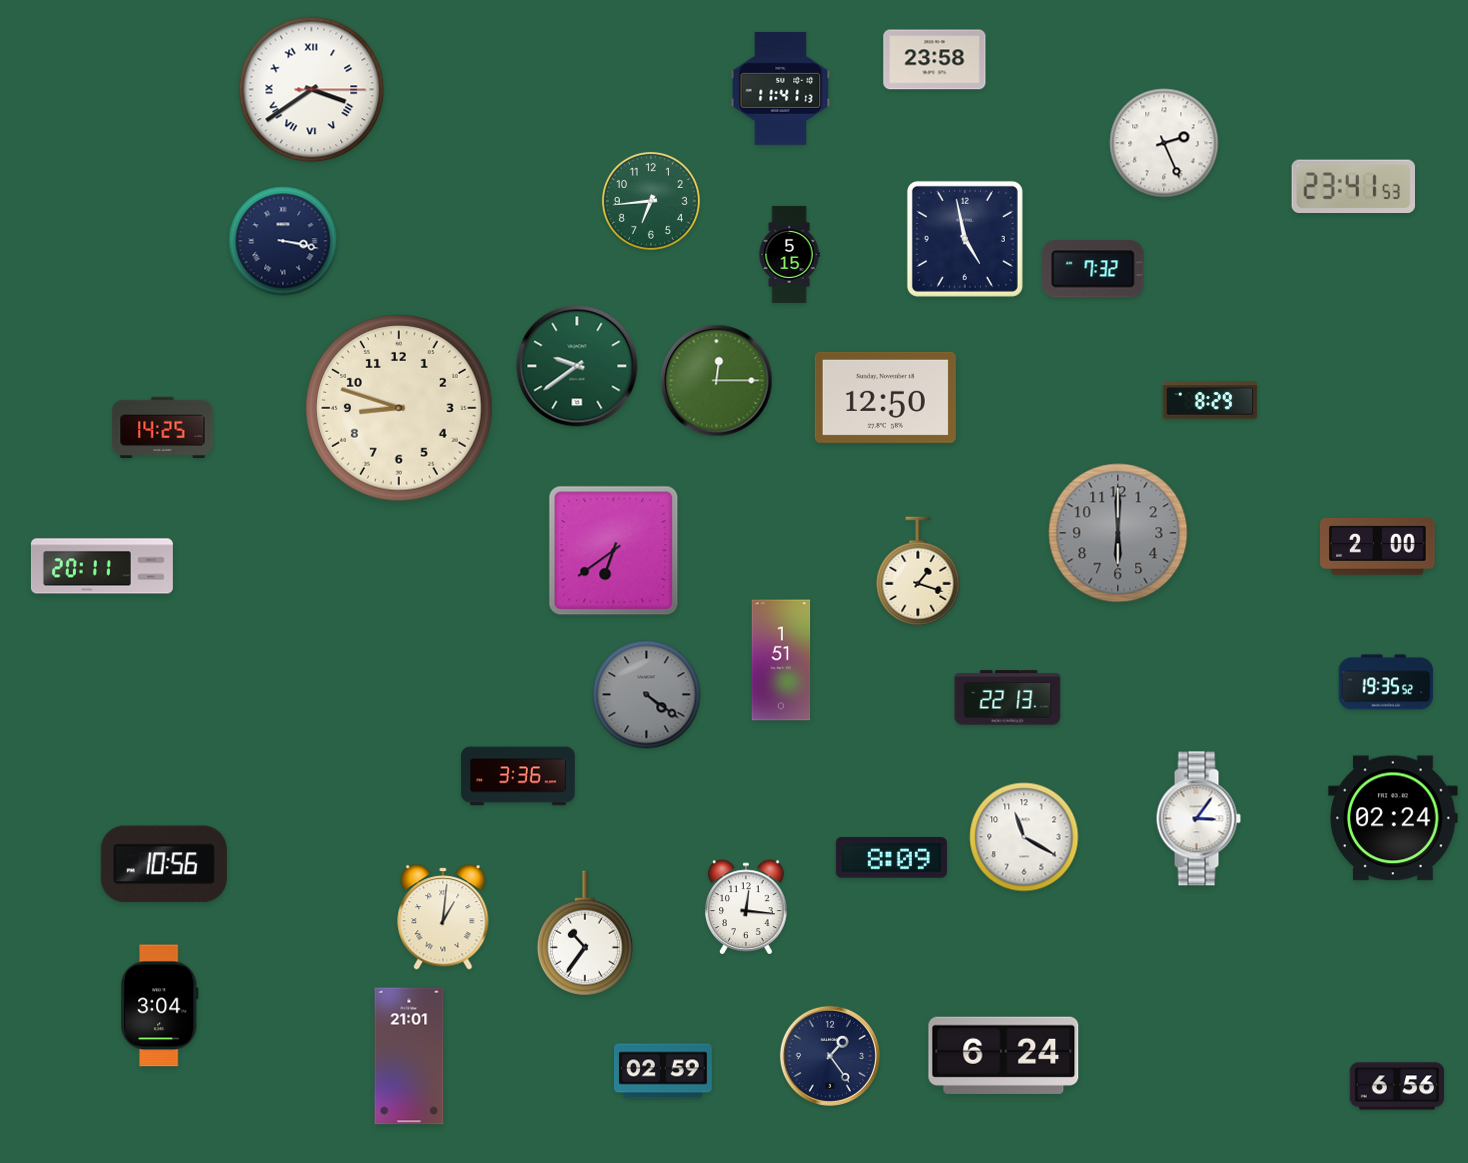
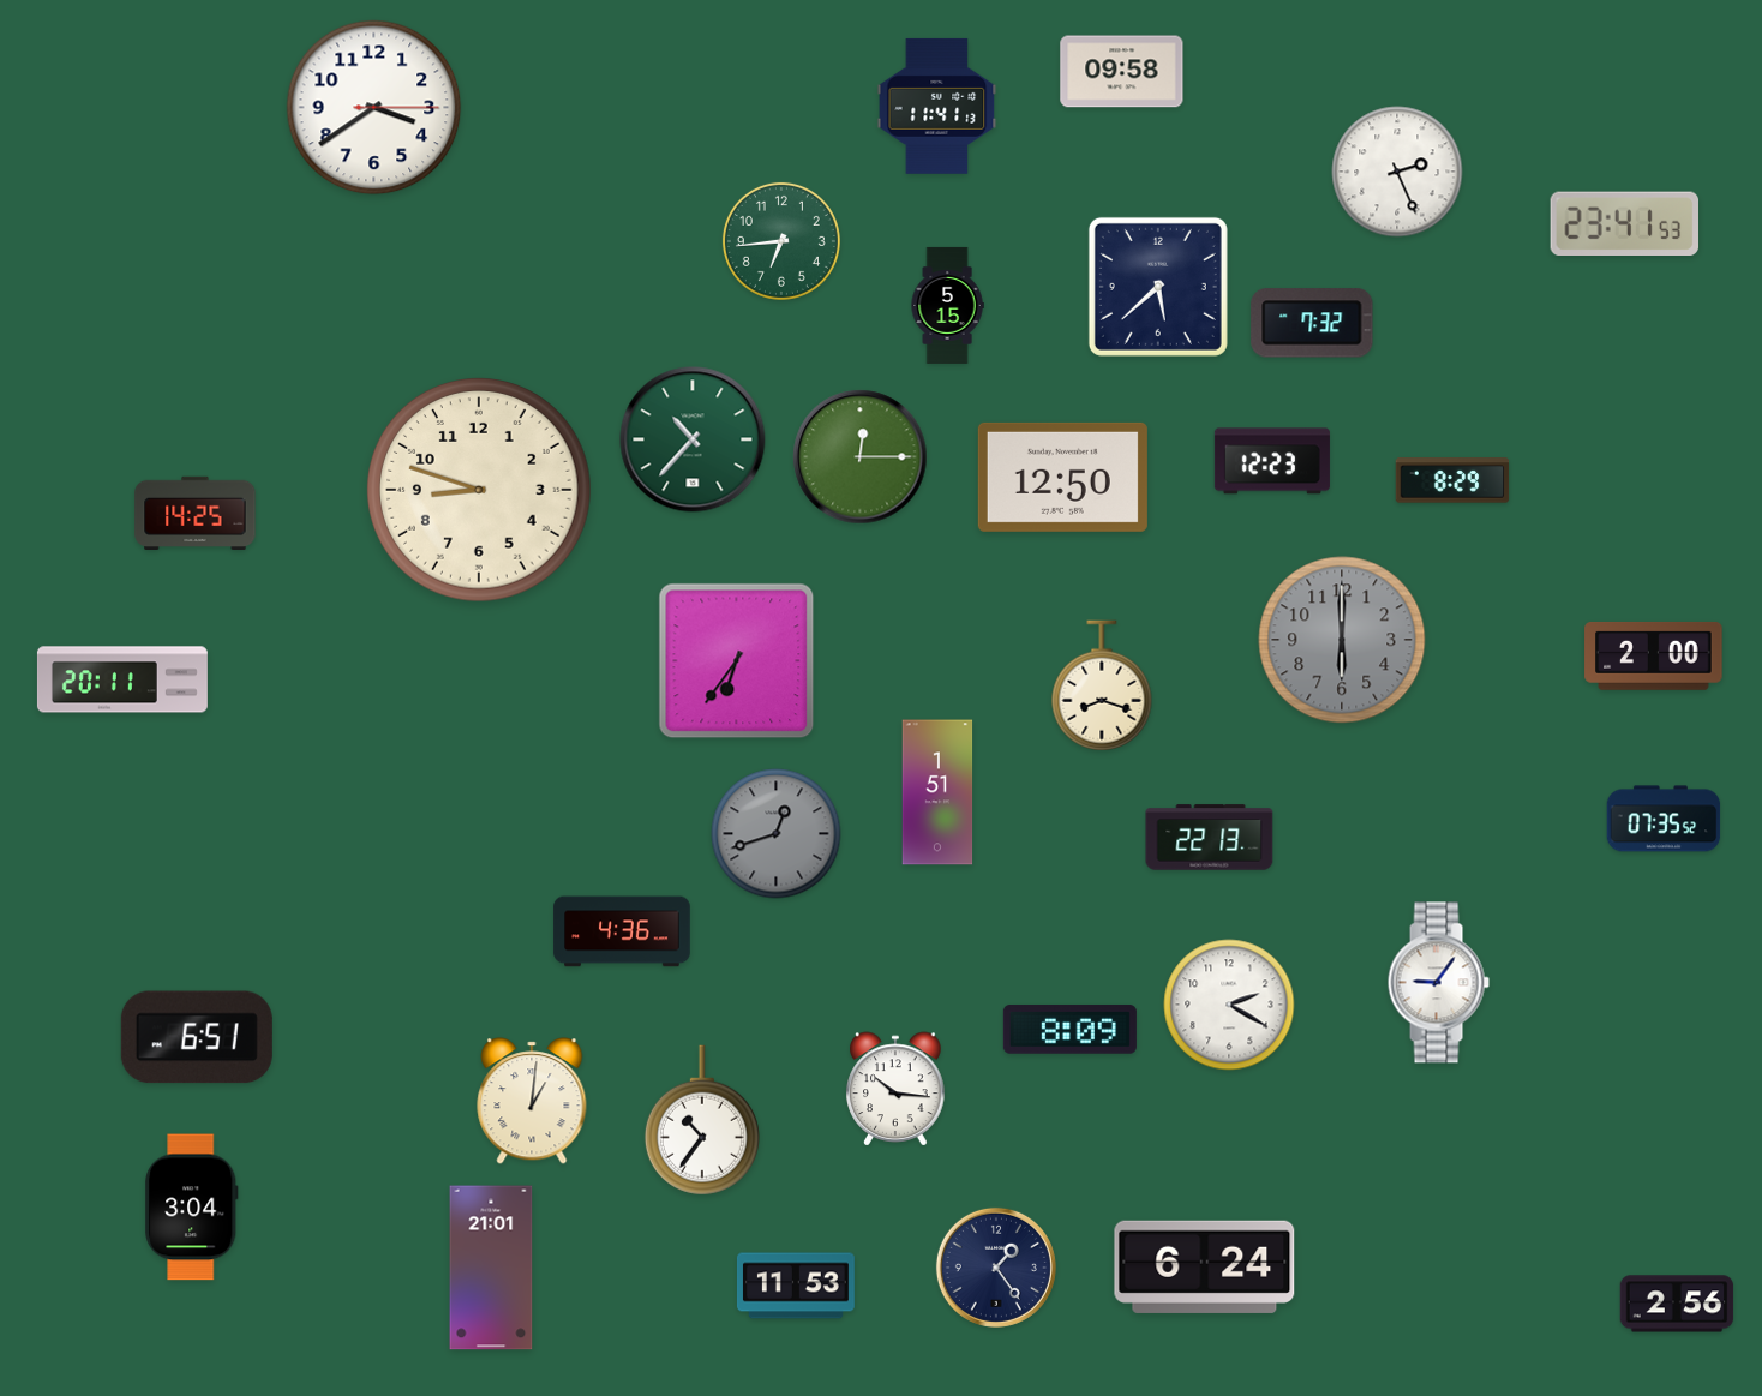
clock at (935, 60): 23:58 -> 09:58
clock at (312, 90) numerals: Roman -> Arabic
clock at (965, 239): 4:58 -> 5:38
clock at (283, 241): 3:17 -> none
clock at (577, 366): 9:39 -> 10:37
clock at (1272, 461): none -> 12:23
clock at (614, 551): 6:39 -> 6:36
clock at (918, 571): 1:18 -> 8:18
clock at (1386, 682): 19:35 -> 07:35
clock at (647, 695): 4:21 -> 12:42
clock at (518, 776): 3:36 -> 4:36
clock at (1393, 818): 02:24 -> none
clock at (1198, 819): 3:06 -> 9:06
clock at (1024, 837): 11:20 -> 2:20
clock at (164, 864): 10:56 -> 6:51
clock at (746, 907): 12:16 -> 10:16
clock at (663, 1071): 02:59 -> 11:53
clock at (1397, 1086): 6:56 -> 2:56
